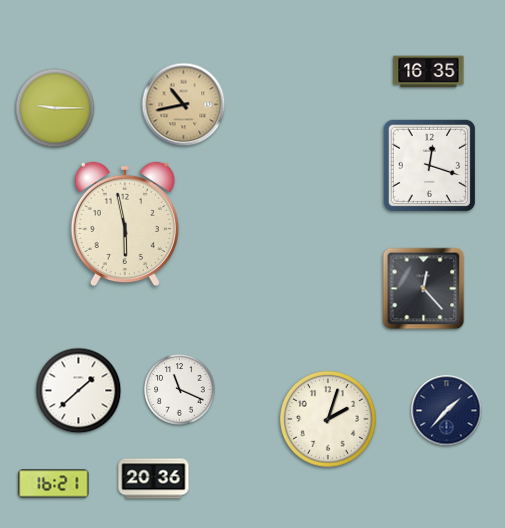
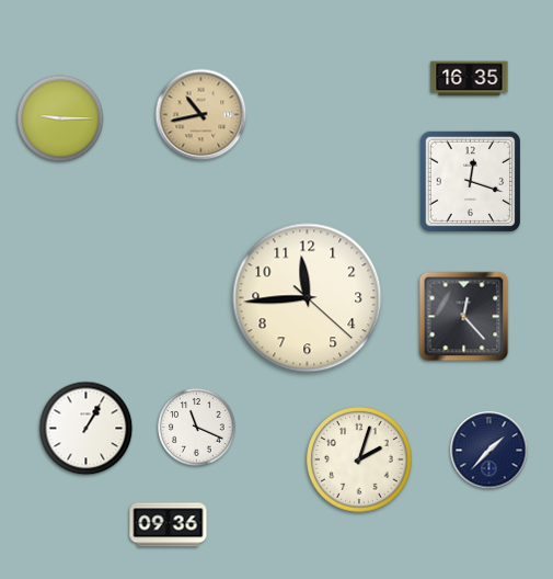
clock at (125, 224): 5:58 -> none
clock at (308, 298): none -> 11:44
clock at (79, 391): 1:38 -> 1:05
clock at (154, 479): 20:36 -> 09:36
clock at (54, 484): 16:21 -> none
